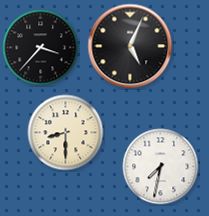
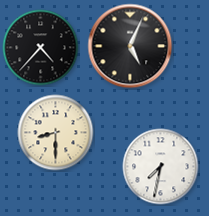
clock at (41, 48): 3:37 -> 4:37
clock at (66, 133) position: (66, 133) -> (56, 133)
